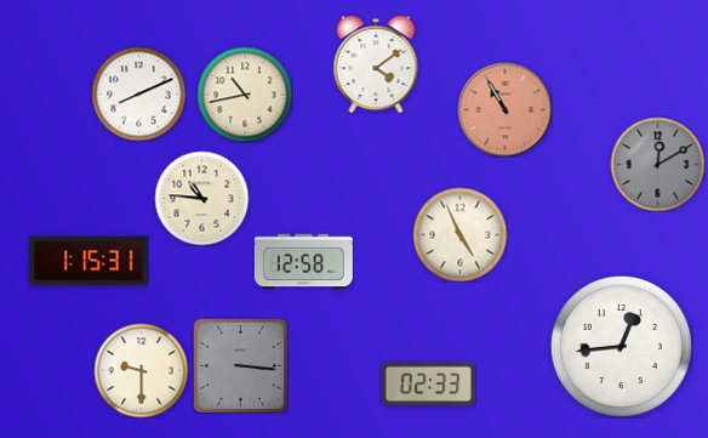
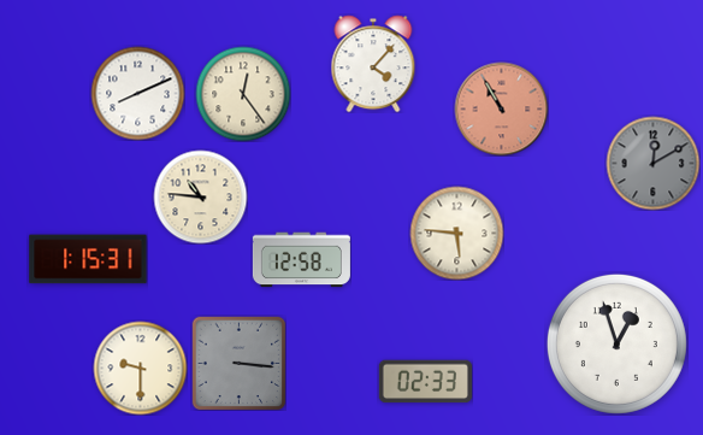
clock at (376, 64): 4:09 -> 4:07
clock at (245, 95): 10:43 -> 12:24
clock at (459, 234): 4:56 -> 5:46
clock at (621, 346): 12:44 -> 12:57
